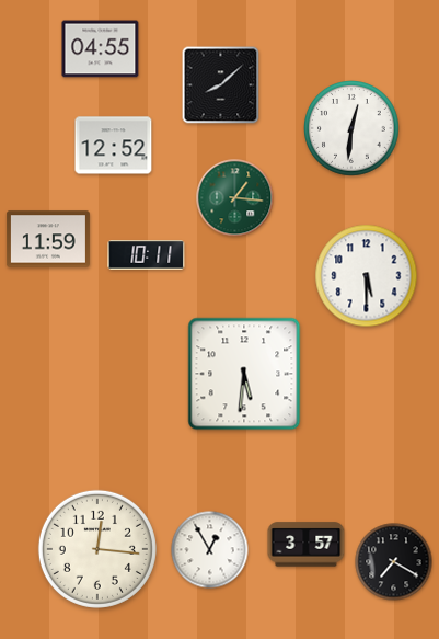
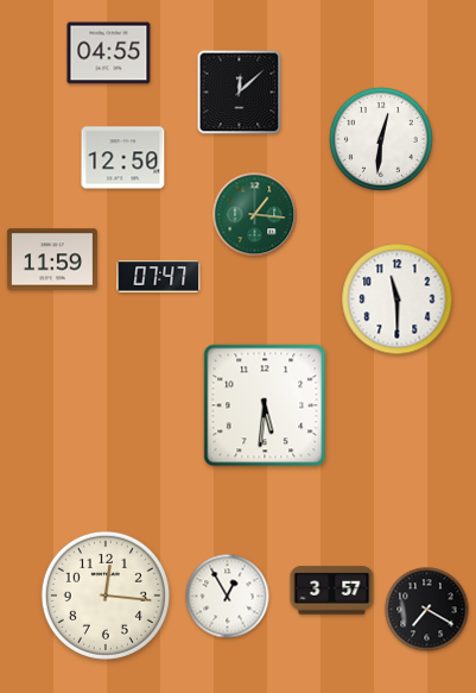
clock at (221, 85): 8:08 -> 12:08
clock at (114, 146): 12:52 -> 12:50
clock at (147, 255): 10:11 -> 07:47
clock at (367, 276): 5:30 -> 11:30
